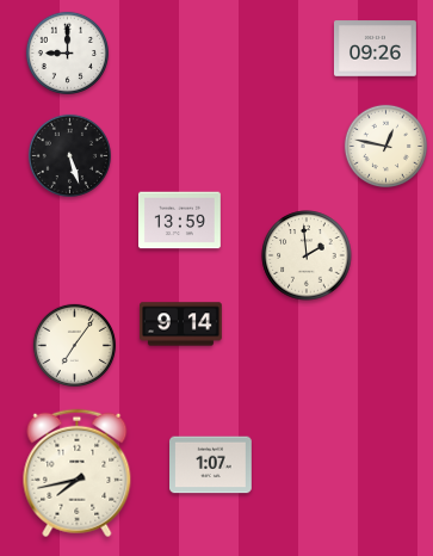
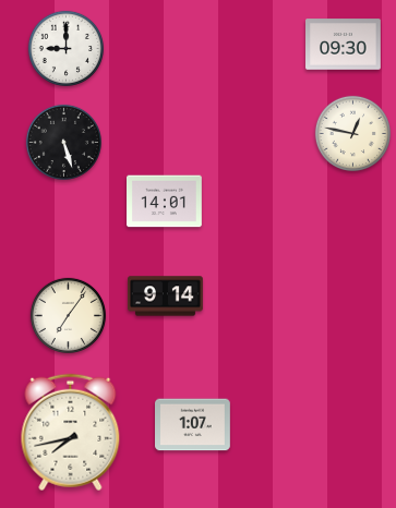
clock at (376, 49): 09:26 -> 09:30
clock at (67, 52) position: (67, 52) -> (65, 48)
clock at (180, 221): 13:59 -> 14:01
clock at (307, 255): 1:59 -> none
